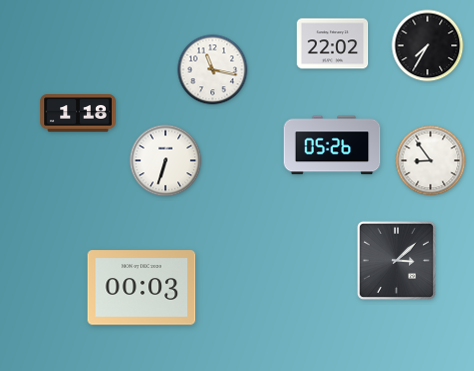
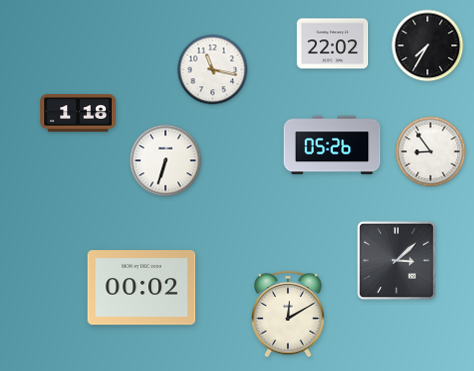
clock at (431, 161) position: (431, 161) -> (431, 152)
clock at (142, 288): 00:03 -> 00:02
clock at (288, 314): none -> 12:10
